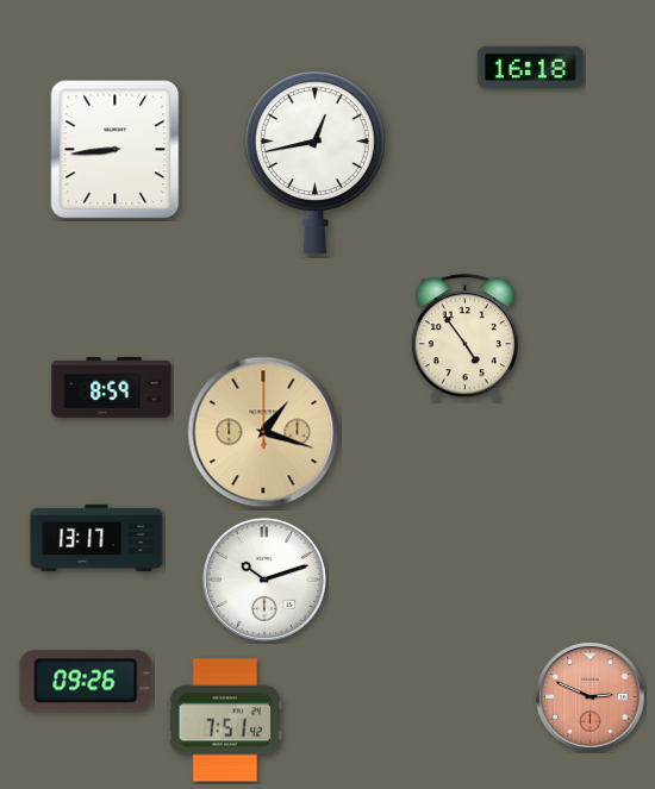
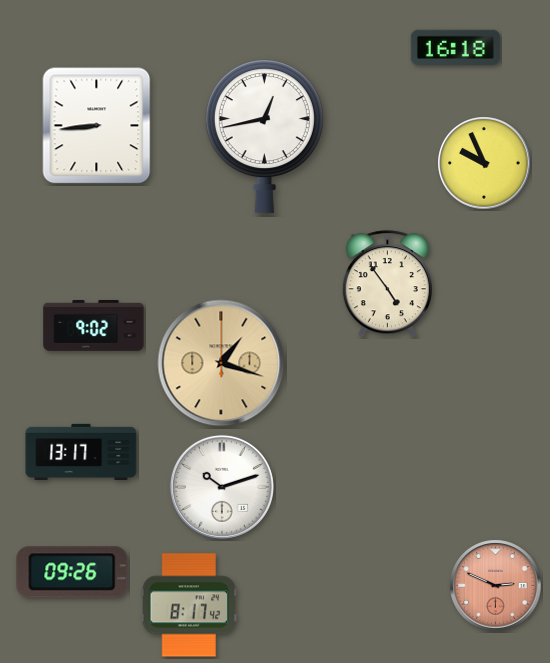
clock at (530, 68) position: (530, 68) -> (455, 48)
clock at (484, 163): none -> 9:56
clock at (464, 338) position: (464, 338) -> (387, 284)
clock at (112, 388): 8:59 -> 9:02
clock at (225, 720): 7:51 -> 8:17
